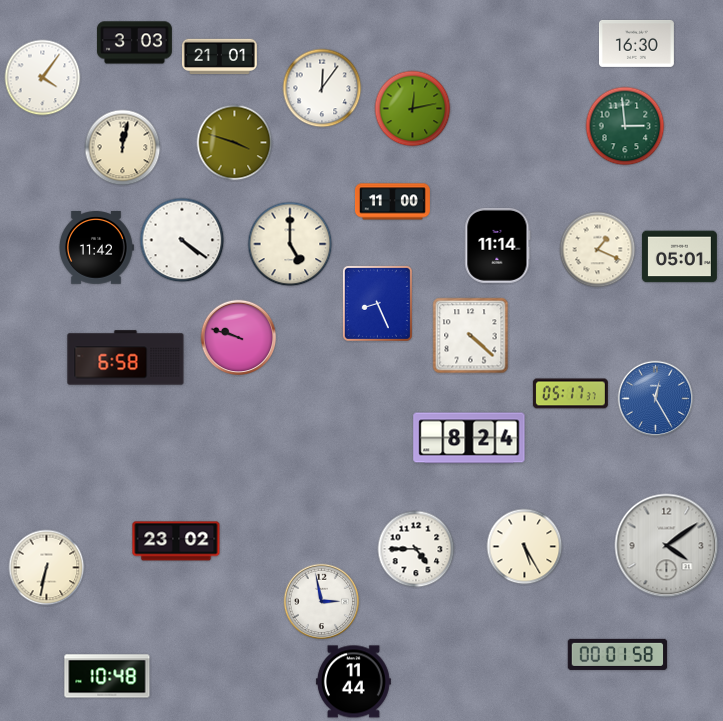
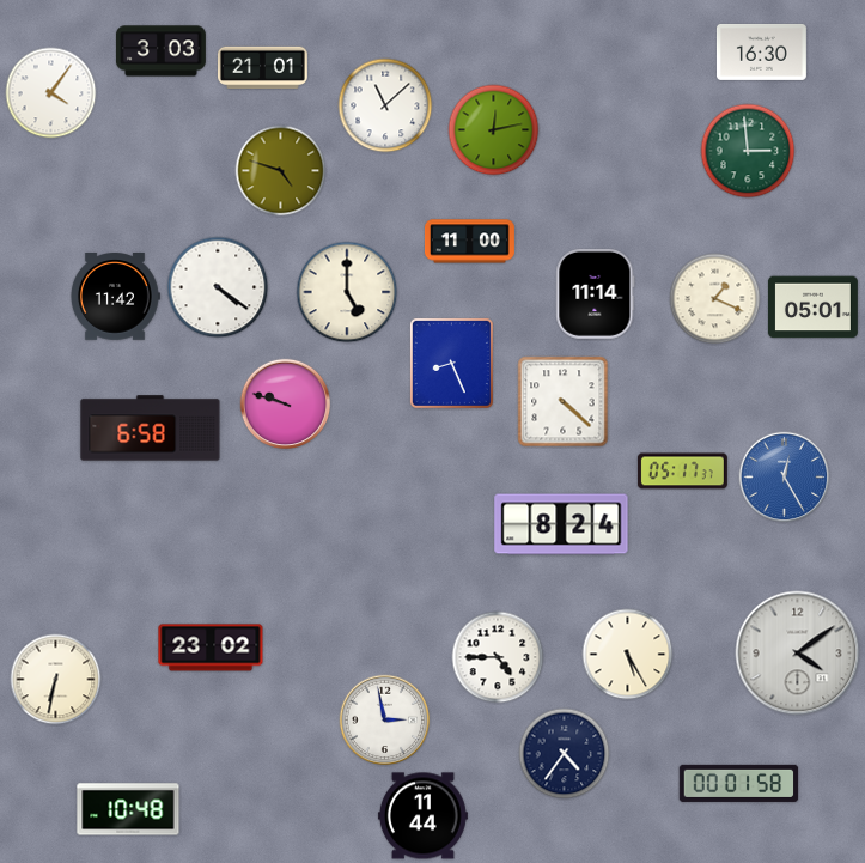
clock at (322, 88): 12:06 -> 11:08
clock at (235, 143): 3:48 -> 4:48
clock at (123, 148): 12:02 -> none
clock at (565, 754): none -> 4:36
